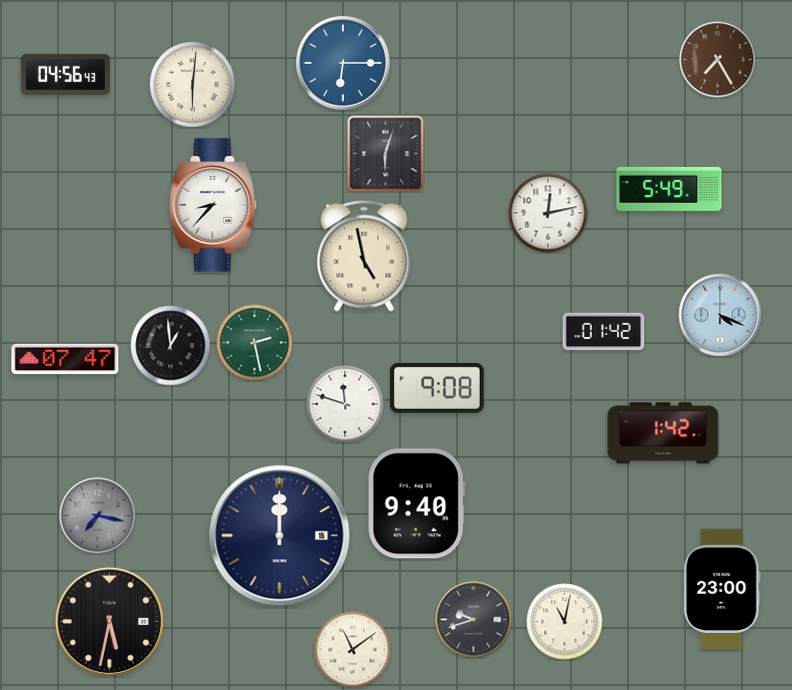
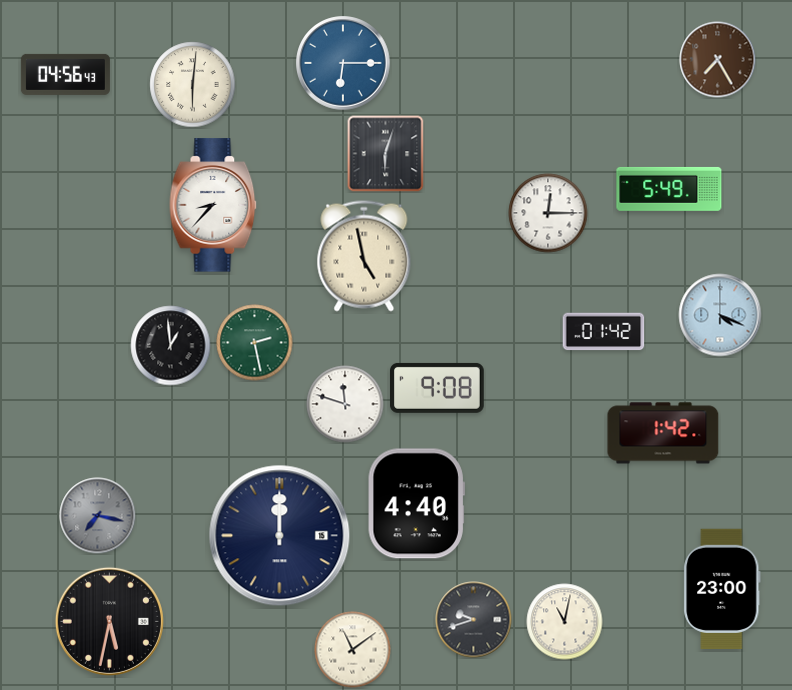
clock at (548, 213): 12:13 -> 12:15
clock at (65, 359): 07:47 -> none
clock at (416, 504): 9:40 -> 4:40
